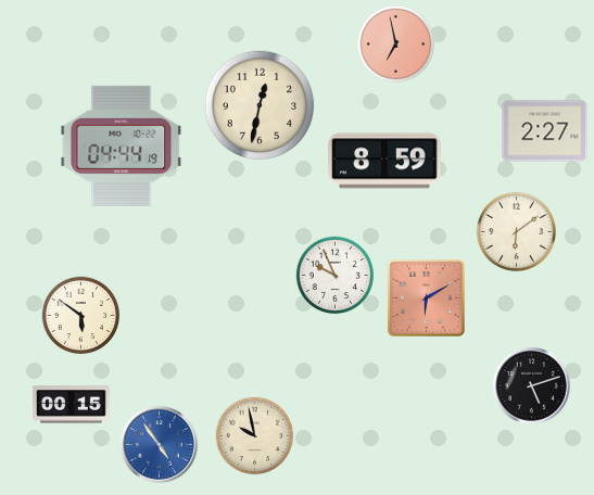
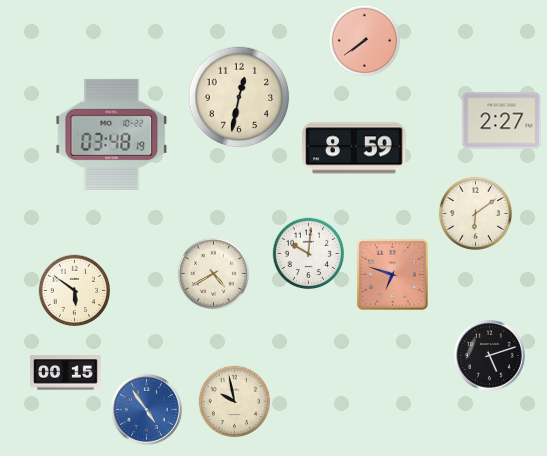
clock at (396, 45): 6:58 -> 7:39
clock at (122, 145): 04:44 -> 03:48
clock at (336, 276): 9:56 -> 10:01
clock at (214, 274): none -> 4:40
clock at (426, 297): 6:10 -> 6:48
